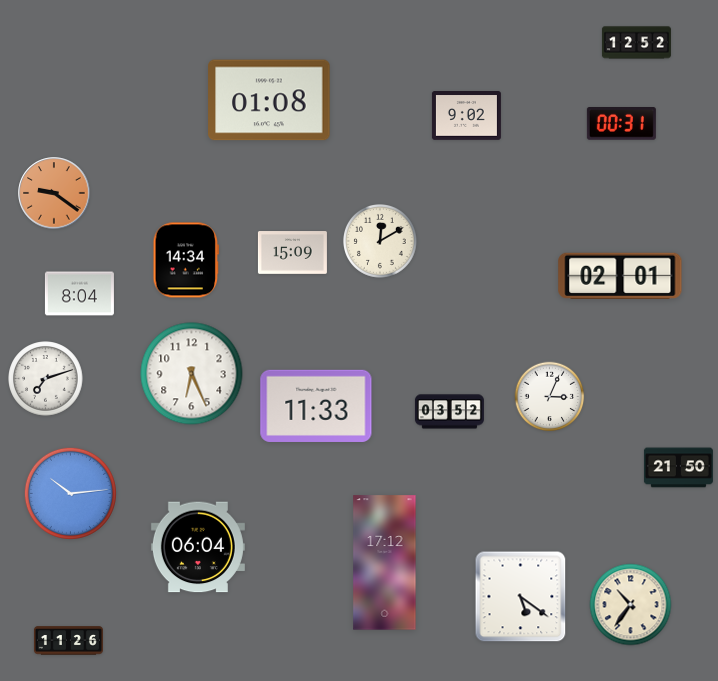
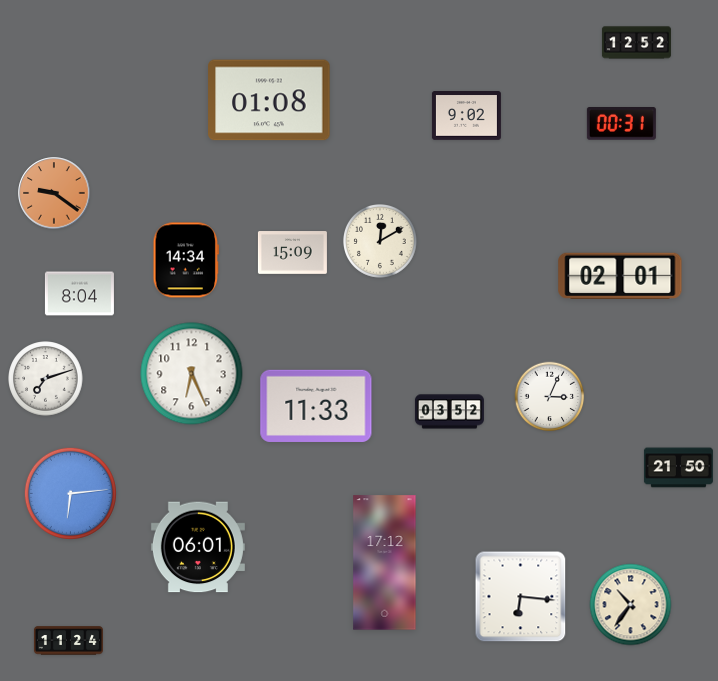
clock at (70, 493): 10:14 -> 6:14
clock at (198, 547): 06:04 -> 06:01
clock at (521, 597): 5:21 -> 6:16
clock at (68, 641): 11:26 -> 11:24
